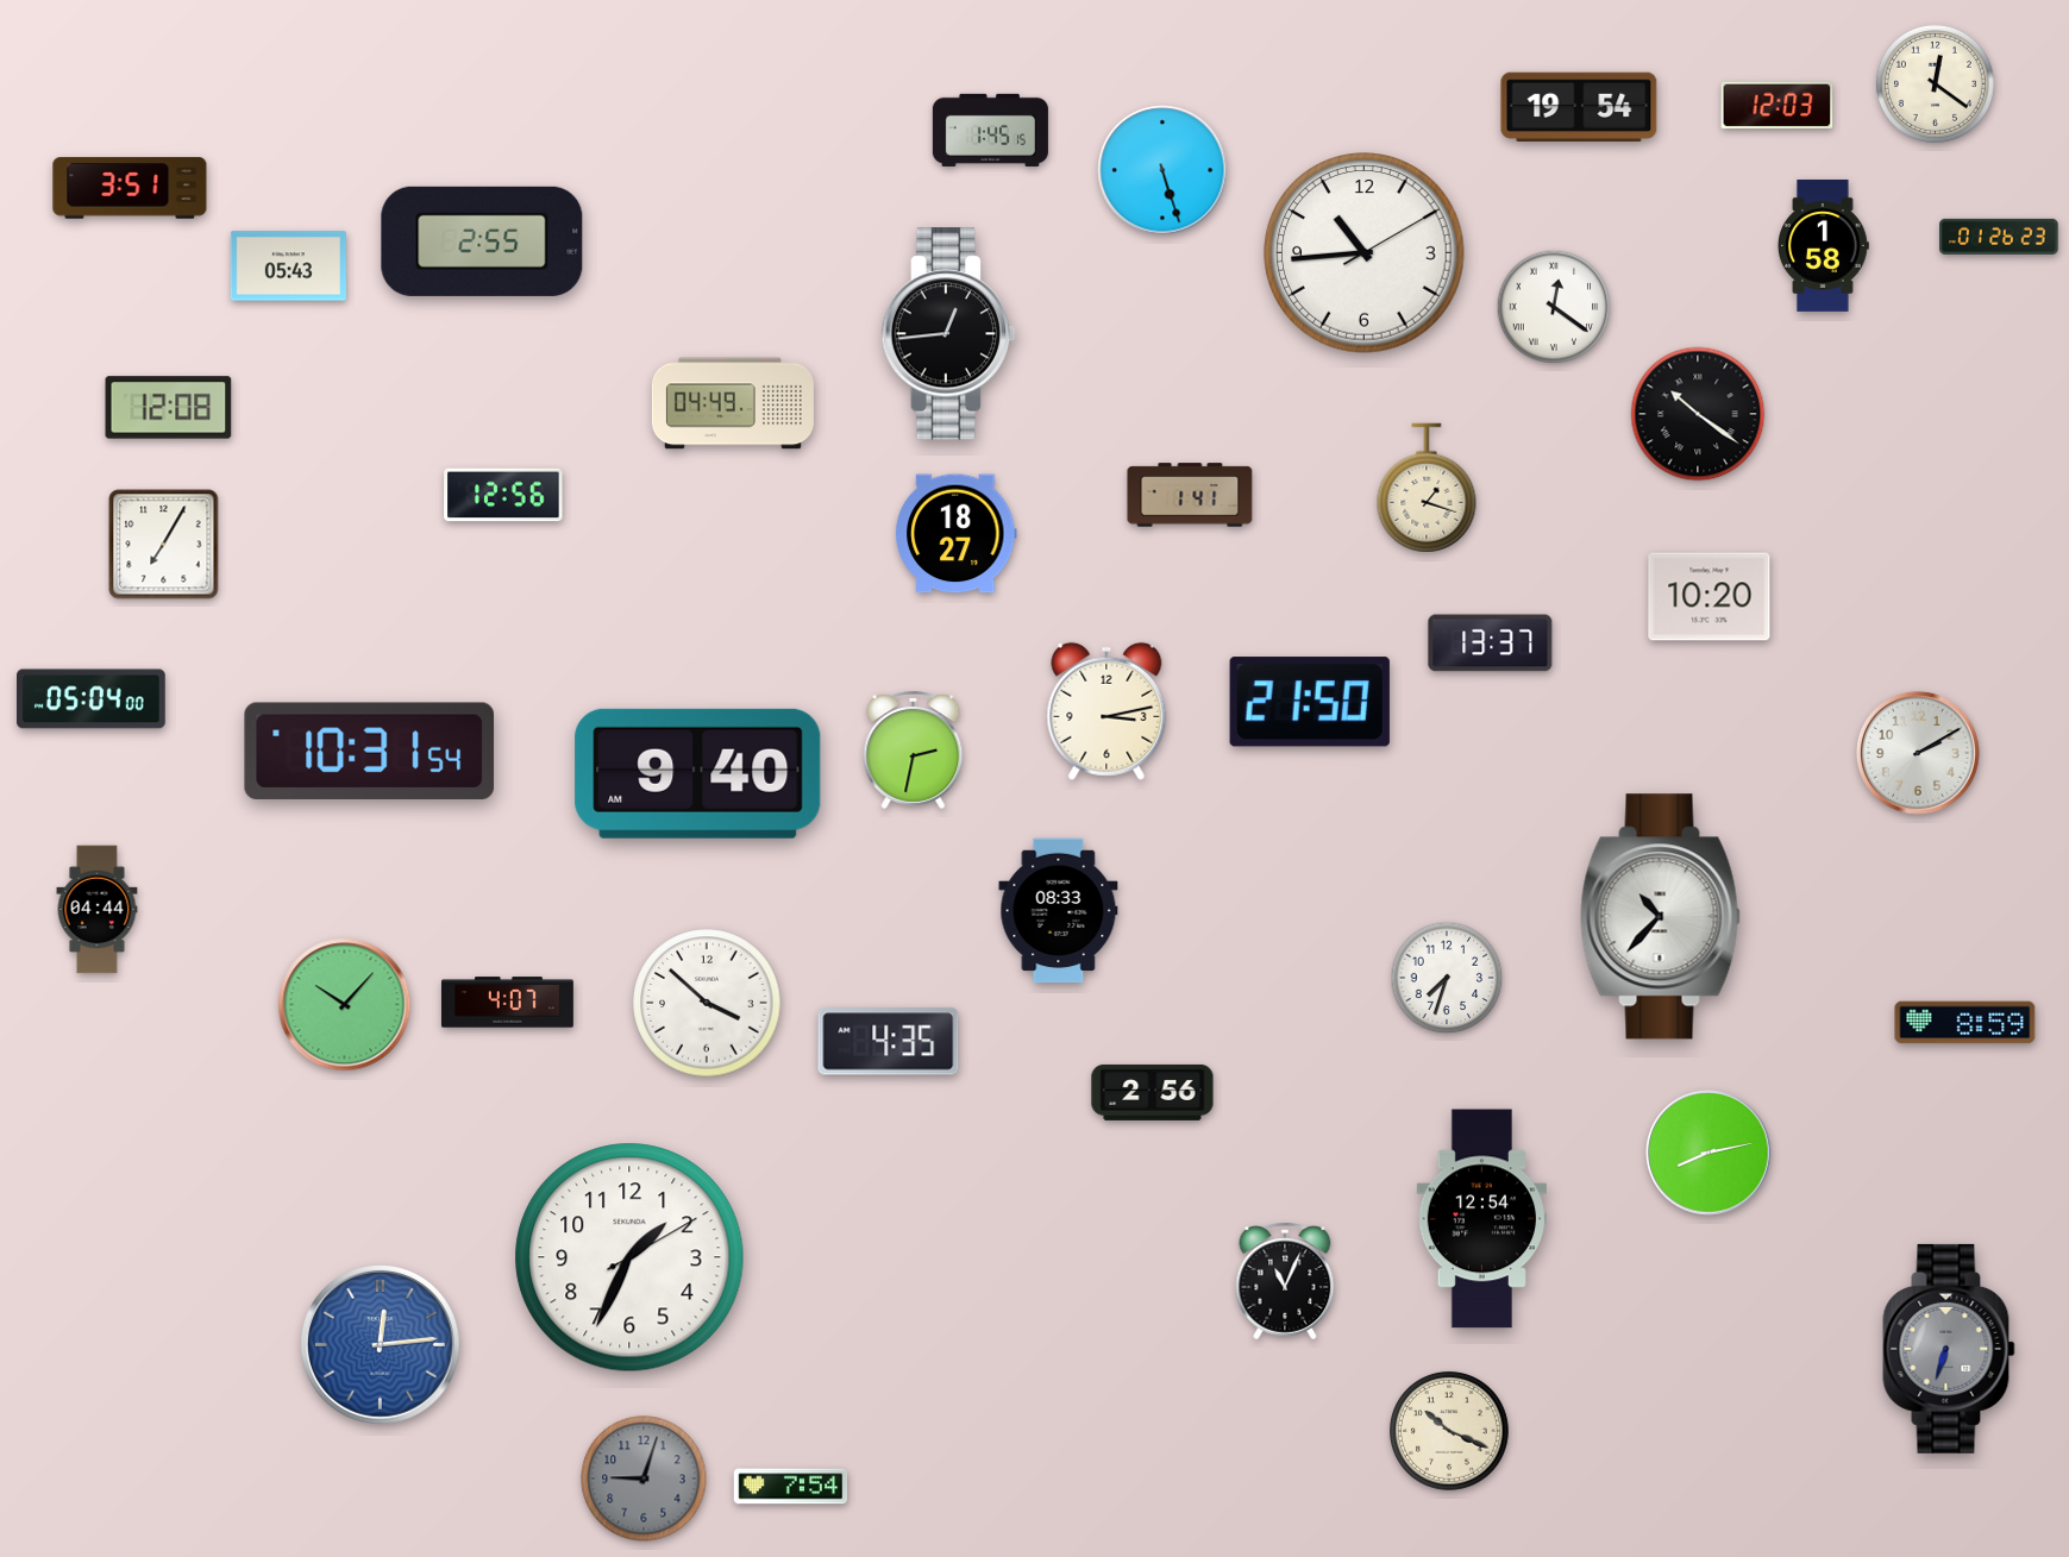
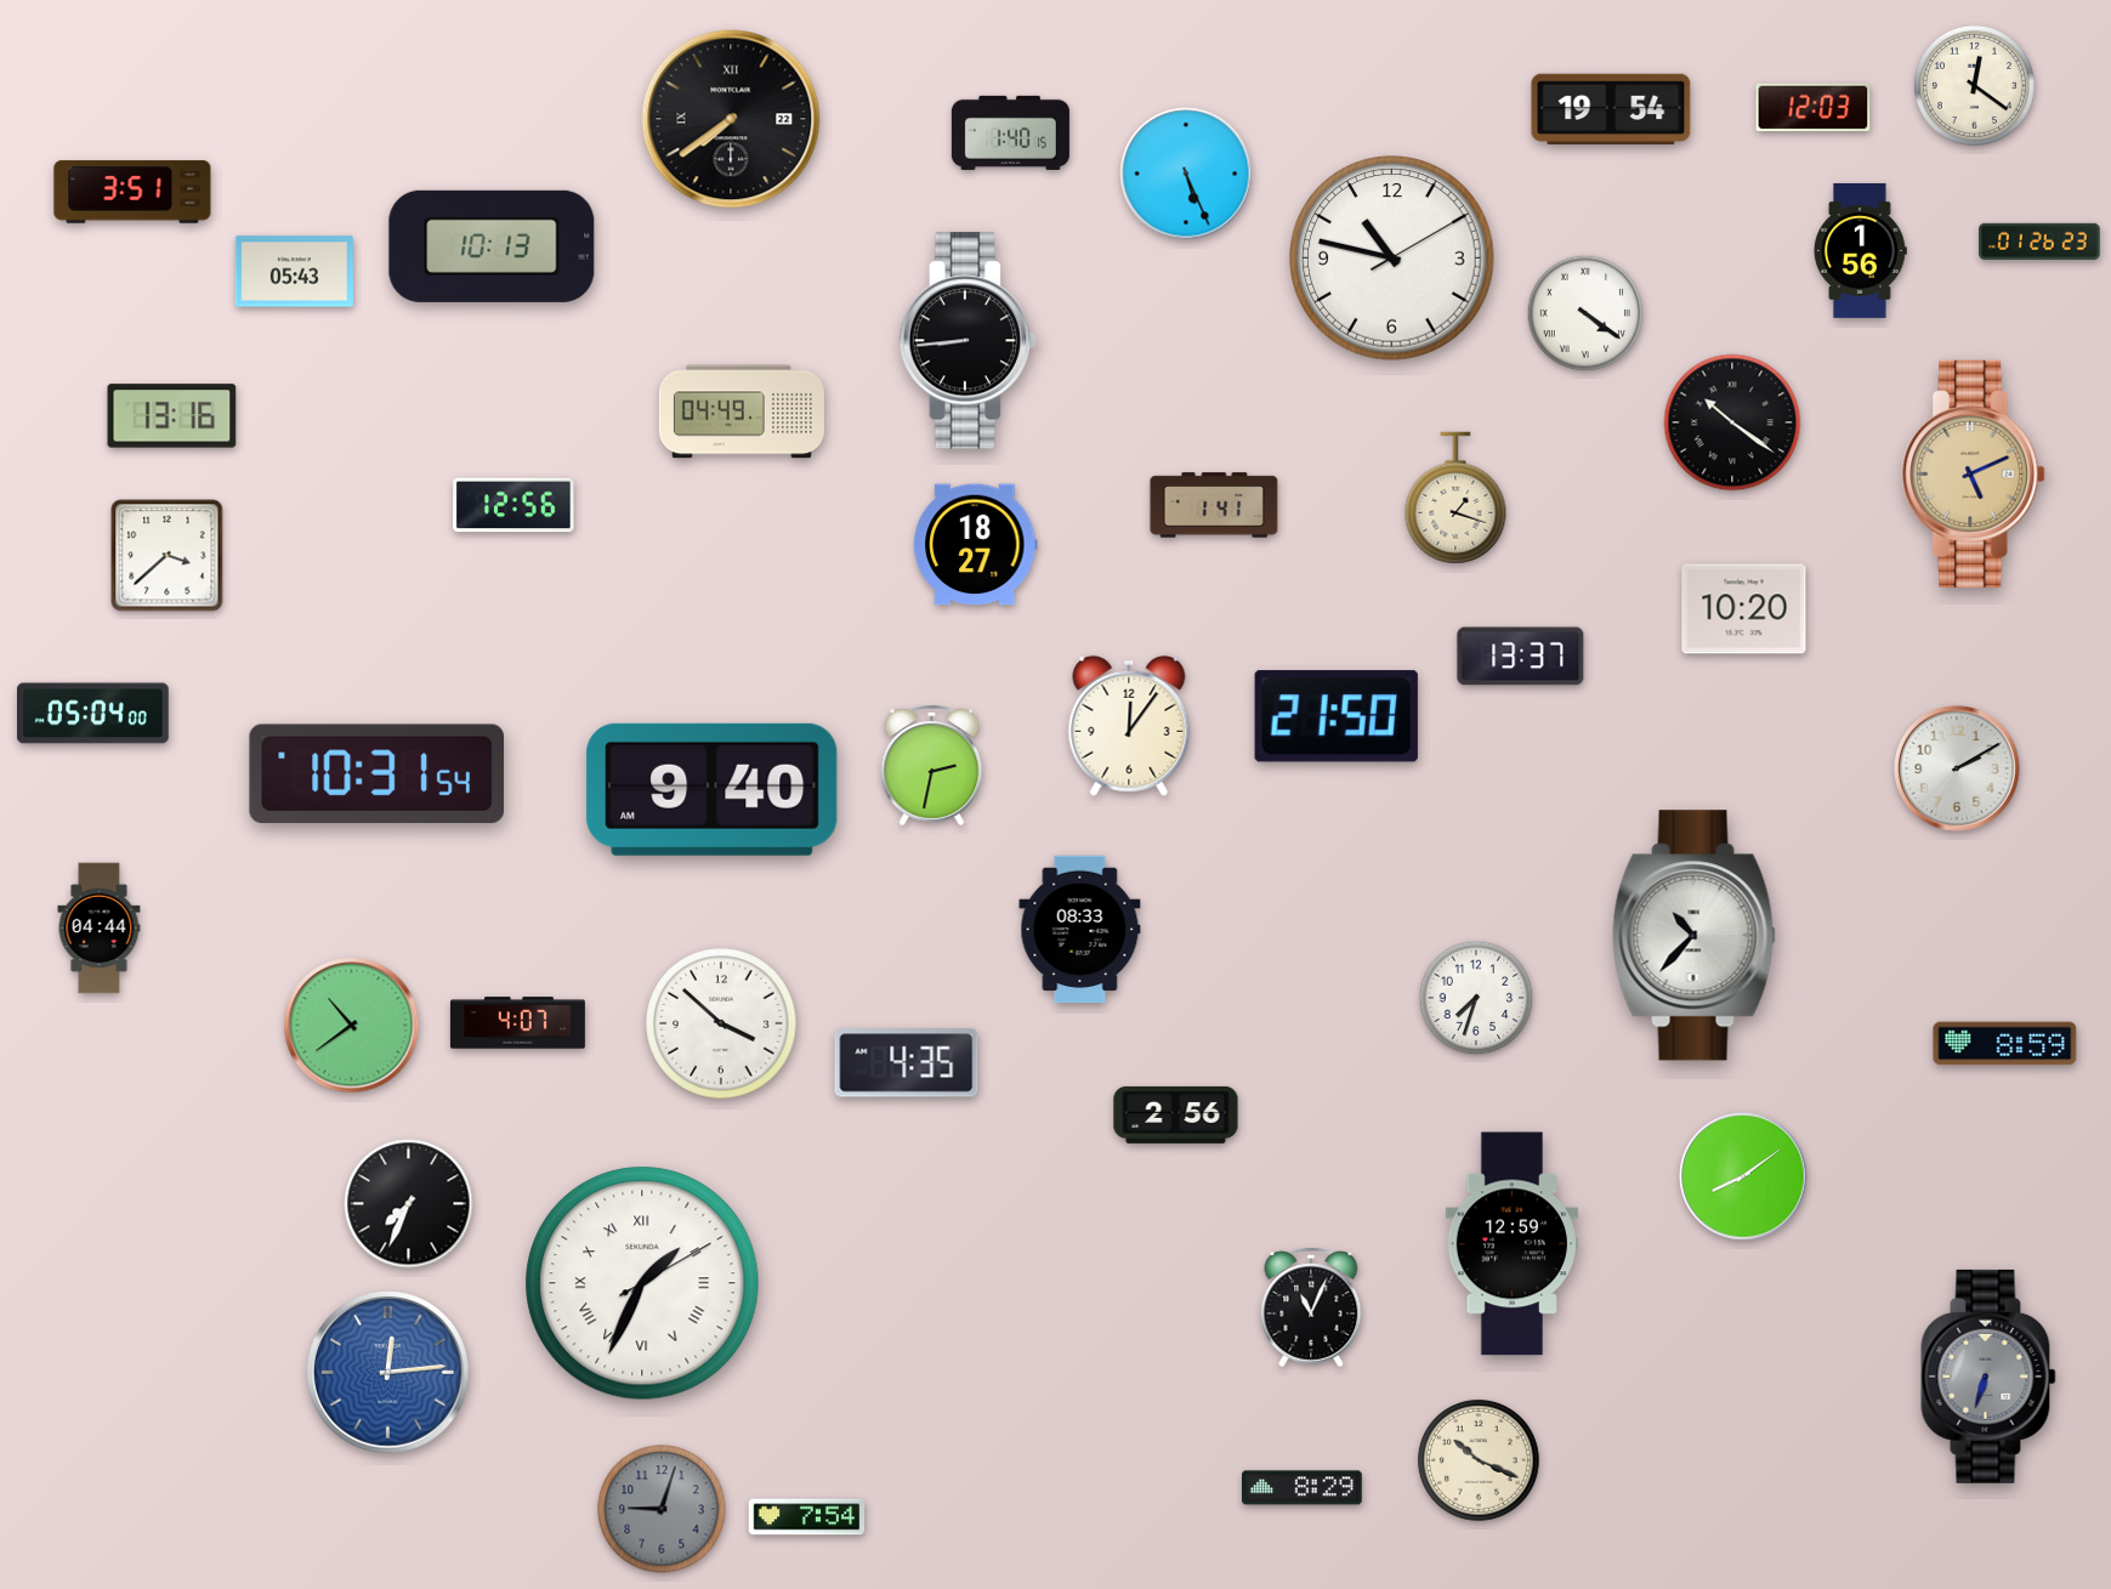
clock at (731, 119): none -> 7:39
clock at (990, 130): 1:45 -> 1:40
clock at (1162, 170): 5:27 -> 5:26
clock at (482, 241): 2:55 -> 10:13
clock at (1824, 245): 1:58 -> 1:56
clock at (1365, 253): 10:44 -> 10:47
clock at (1554, 307): 12:21 -> 4:21
clock at (949, 334): 12:44 -> 8:44
clock at (733, 403) position: (733, 403) -> (742, 412)
clock at (169, 408): 12:08 -> 13:16
clock at (1974, 473): none -> 5:11
clock at (164, 545): 7:05 -> 3:38
clock at (1106, 711): 3:13 -> 12:06
clock at (370, 751) position: (370, 751) -> (378, 773)
clock at (345, 1005): 10:07 -> 10:39
clock at (1709, 1153): 8:13 -> 8:09
clock at (409, 1204): none -> 7:34
clock at (1482, 1219): 12:54 -> 12:59
clock at (629, 1257) numerals: Arabic -> Roman
clock at (1303, 1488): none -> 8:29
clock at (644, 1478) position: (644, 1478) -> (662, 1509)
